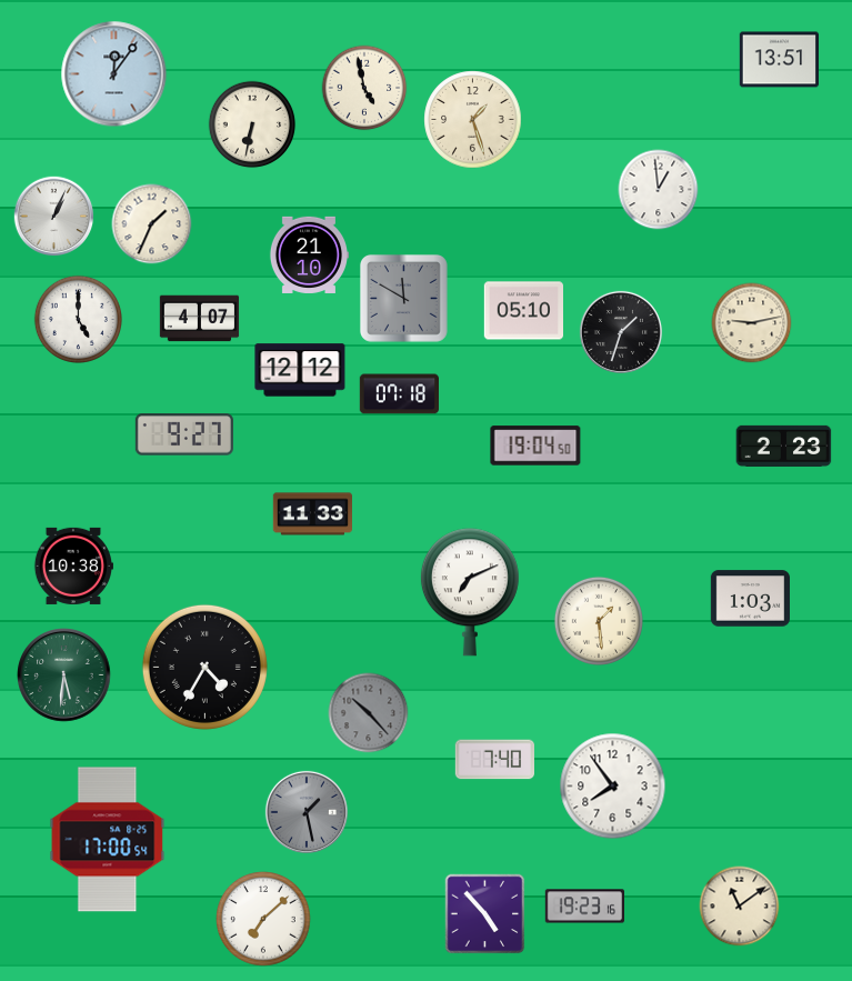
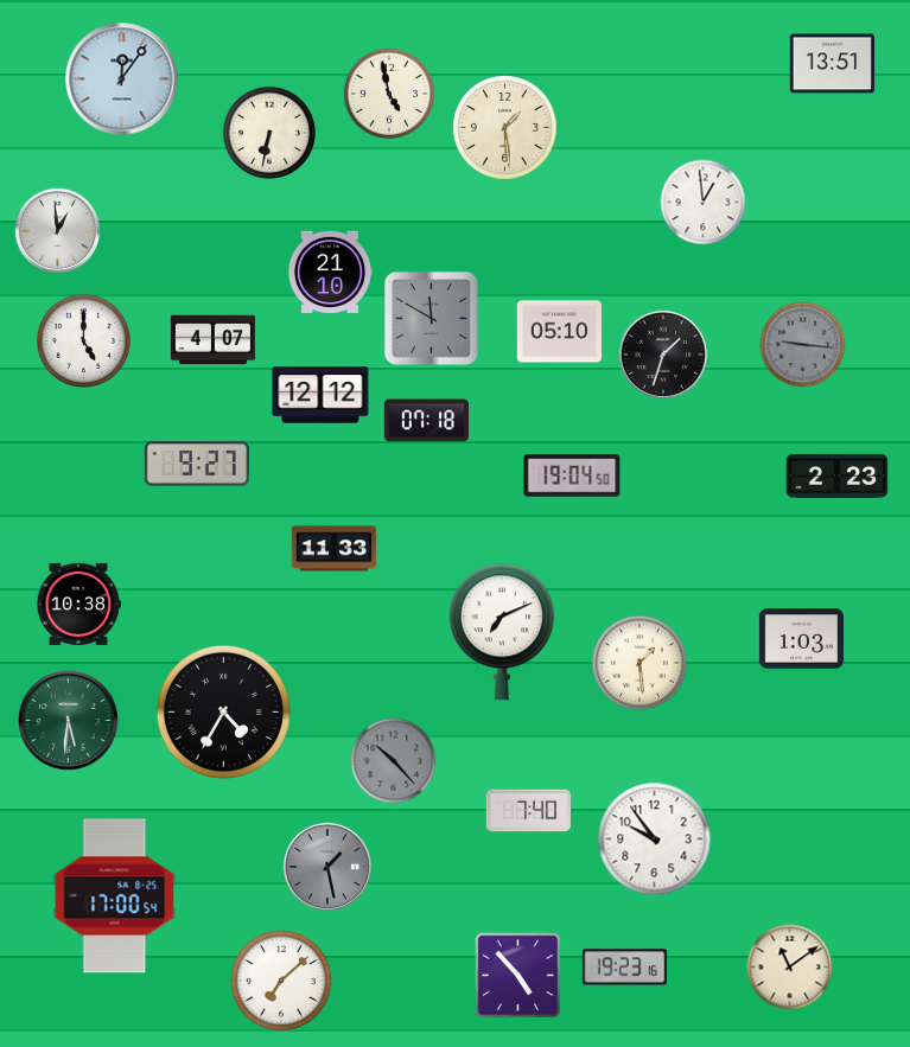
clock at (473, 120): 1:27 -> 1:29
clock at (54, 217): 1:04 -> 12:59
clock at (152, 224): 1:34 -> none
clock at (752, 323): 9:13 -> 9:16
clock at (752, 323) dial: cream -> grey
clock at (204, 667) position: (204, 667) -> (223, 711)
clock at (613, 787): 7:54 -> 9:54
